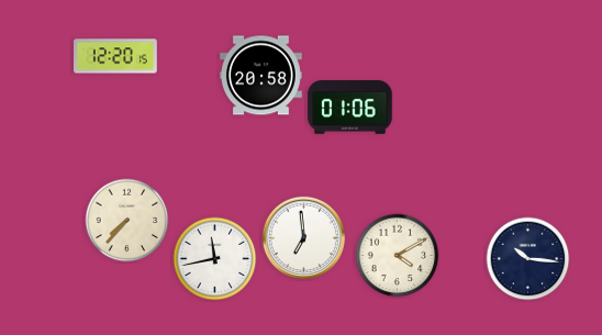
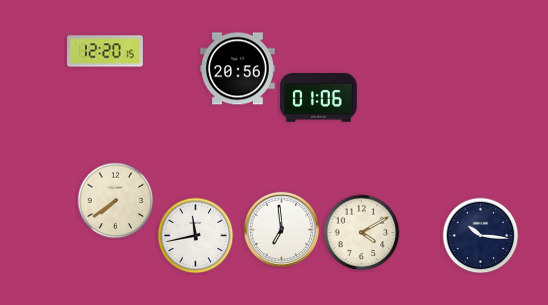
clock at (261, 76): 20:58 -> 20:56
clock at (127, 221): 7:37 -> 7:39
clock at (303, 237) position: (303, 237) -> (281, 229)
